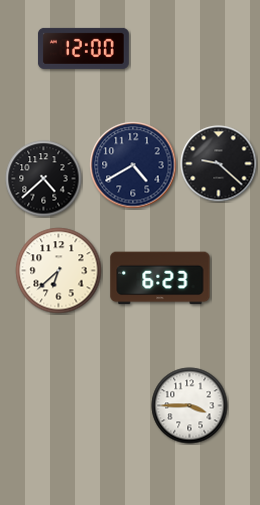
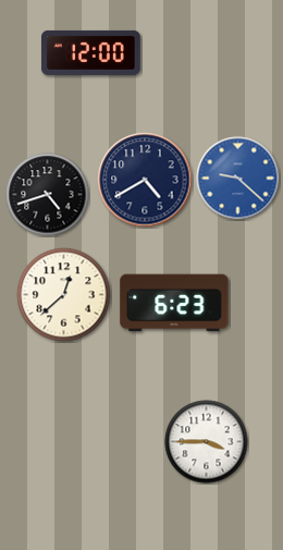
clock at (219, 164) dial: black -> blue
clock at (44, 179): 4:38 -> 4:42
clock at (59, 271): 6:38 -> 12:38
